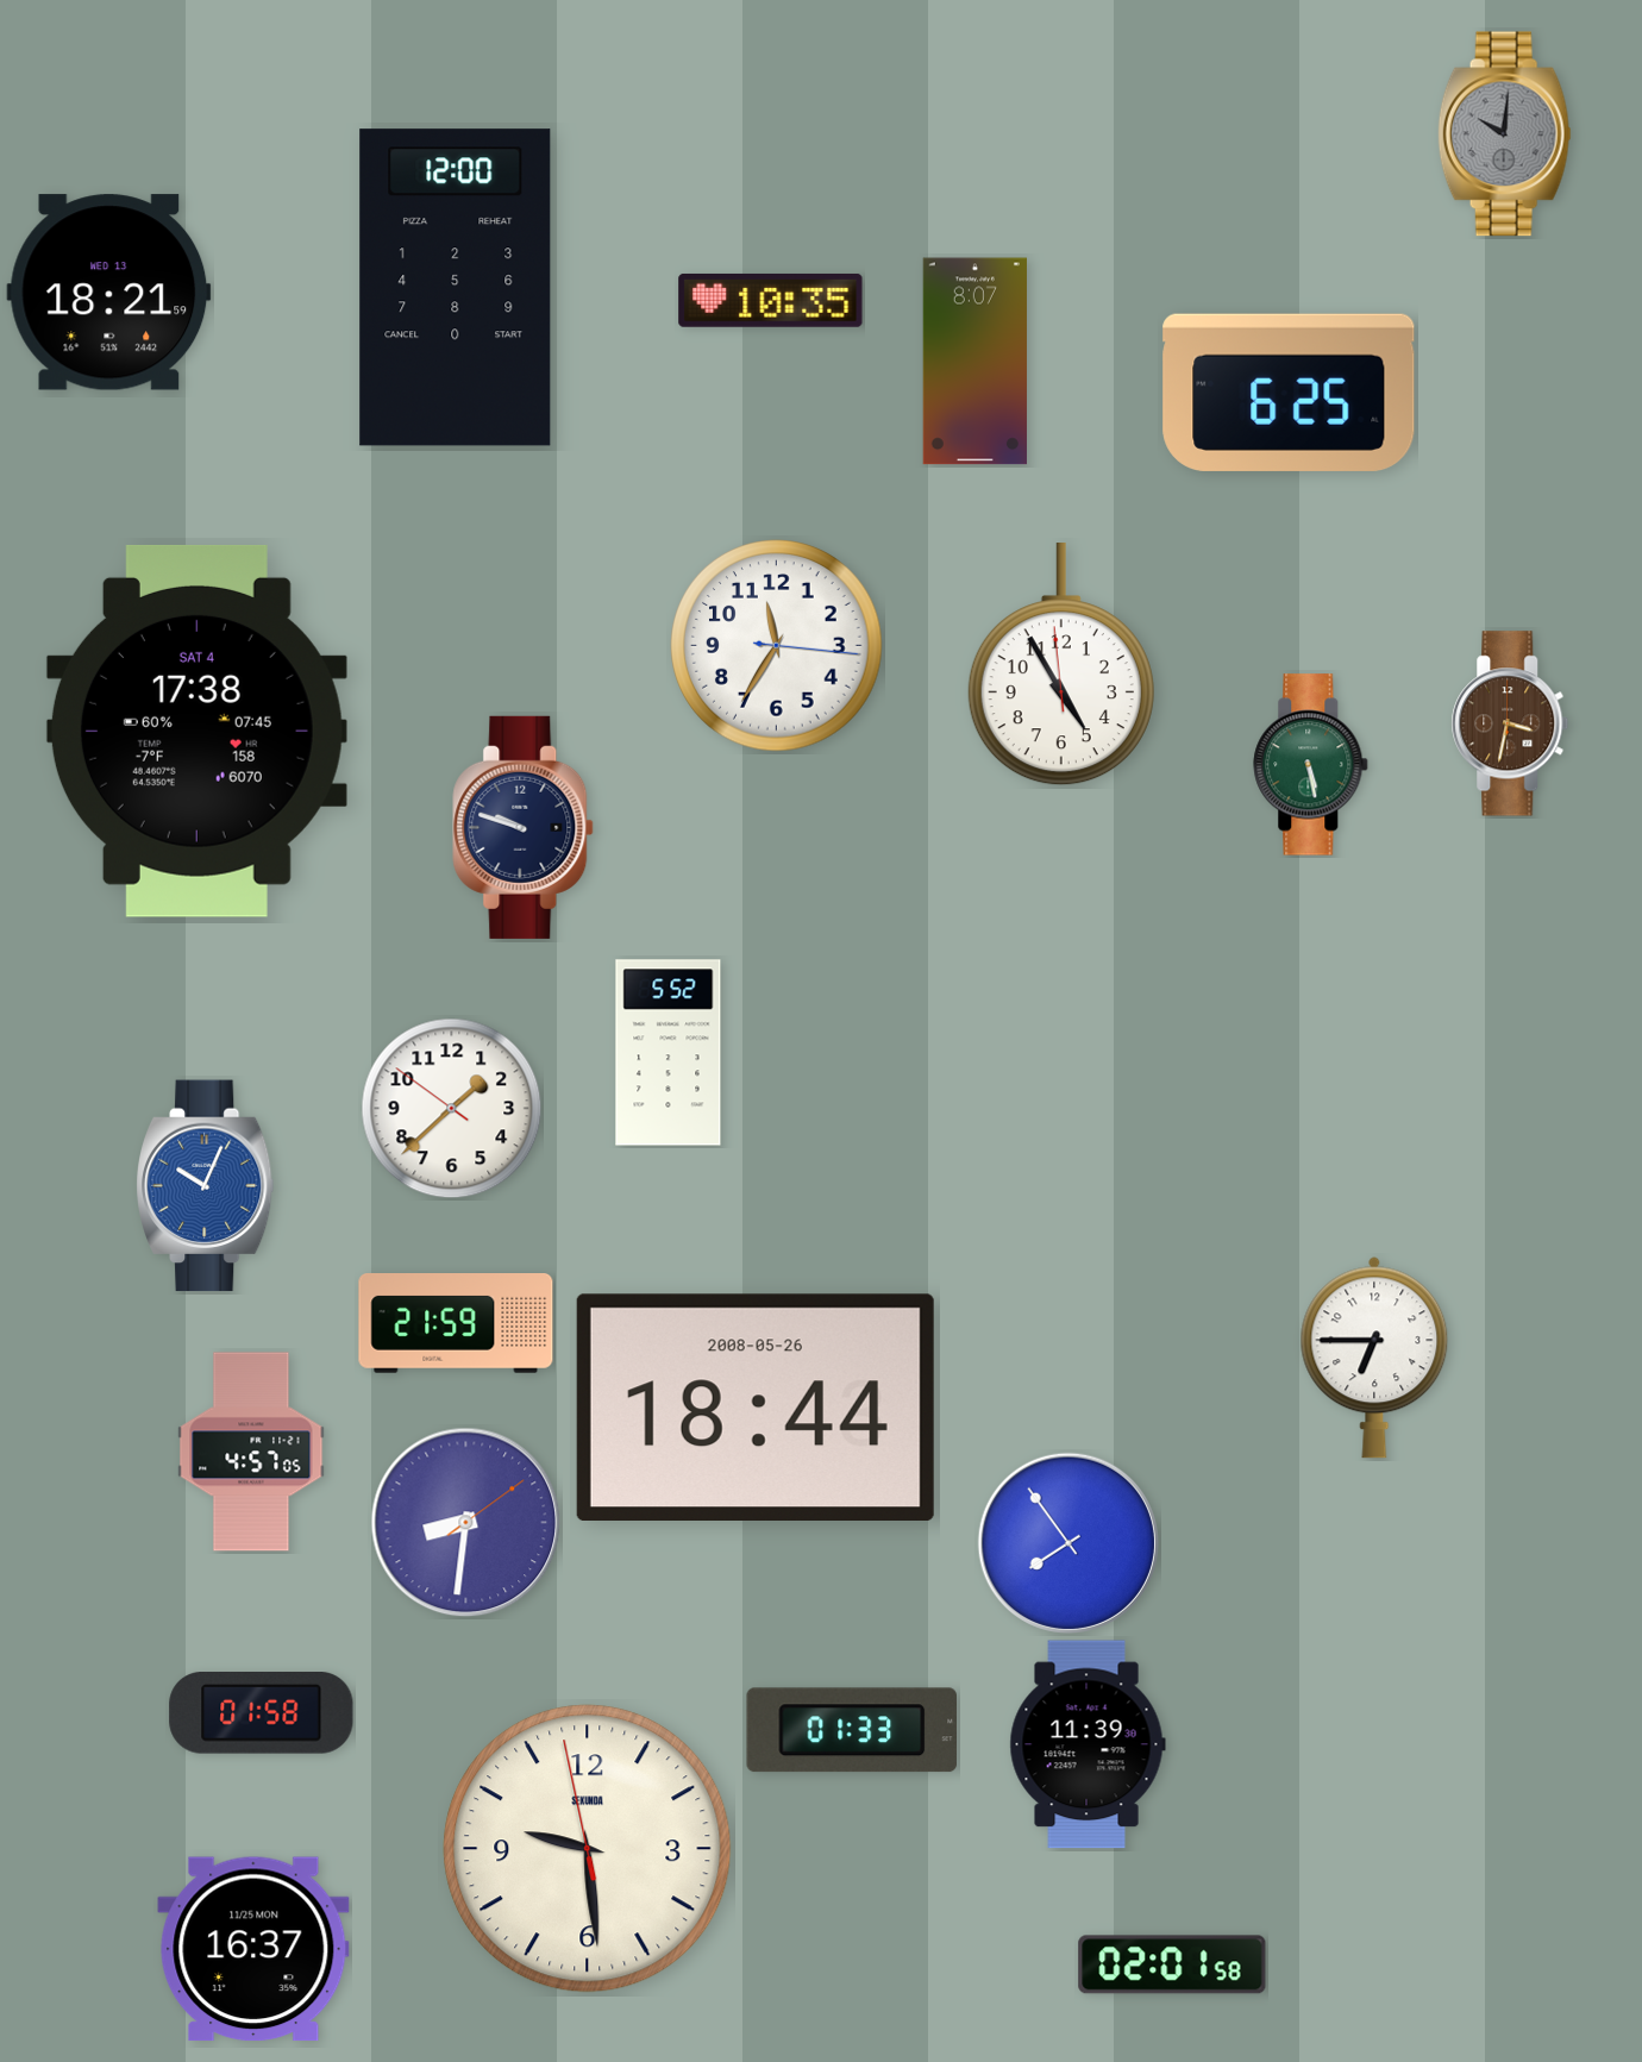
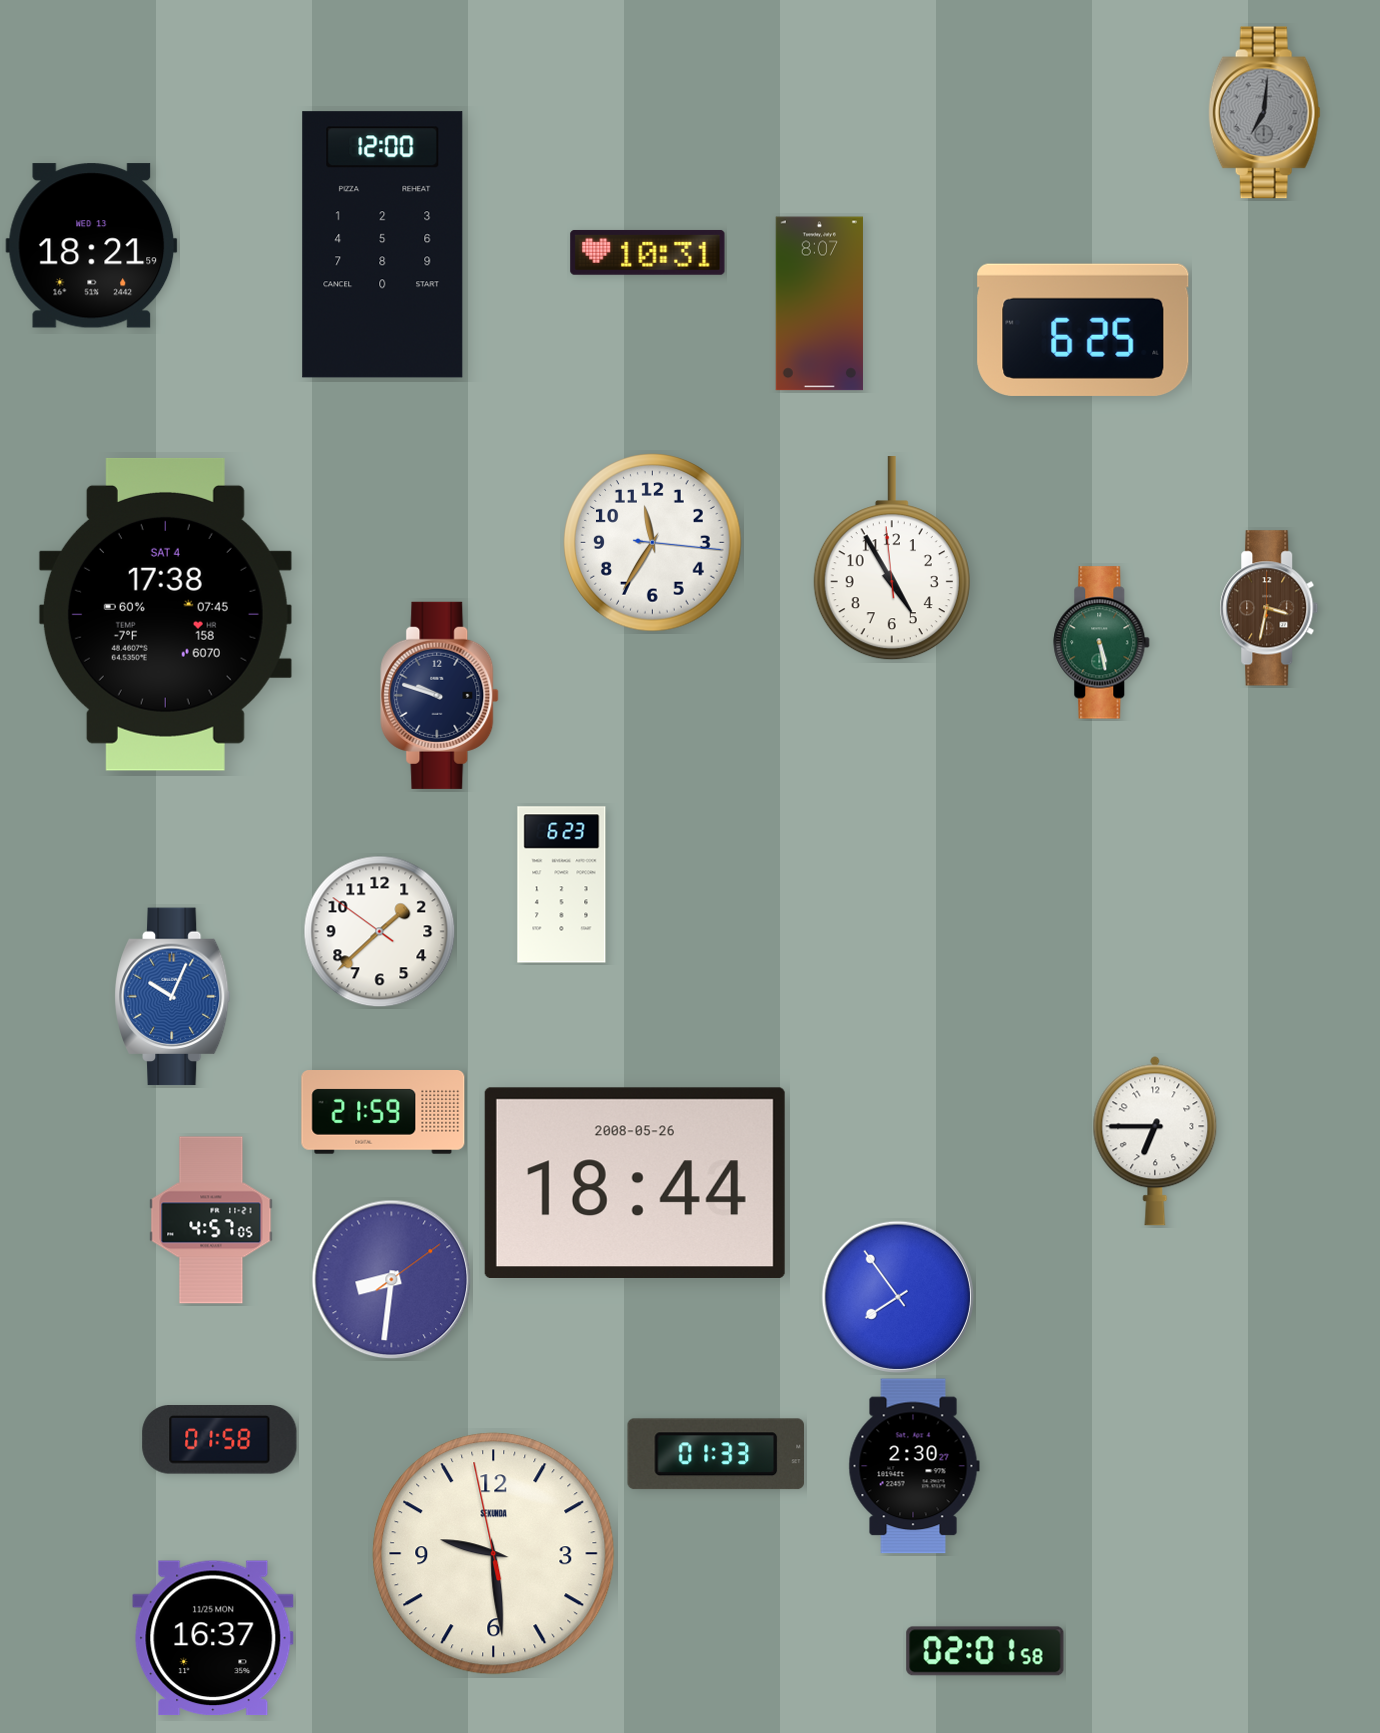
clock at (1504, 134): 10:01 -> 7:01
clock at (456, 288) position: (456, 288) -> (383, 245)
clock at (771, 300): 10:35 -> 10:31
clock at (669, 1053): 5:52 -> 6:23
clock at (1088, 1744): 11:39 -> 2:30
